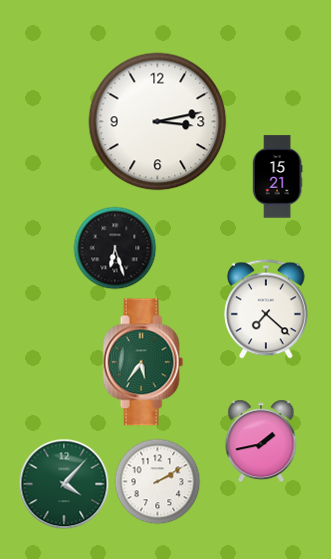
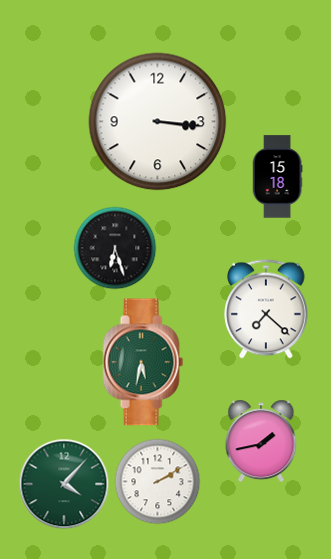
clock at (158, 122): 3:13 -> 3:16
clock at (277, 177): 15:21 -> 15:18
clock at (143, 362): 5:36 -> 5:32
